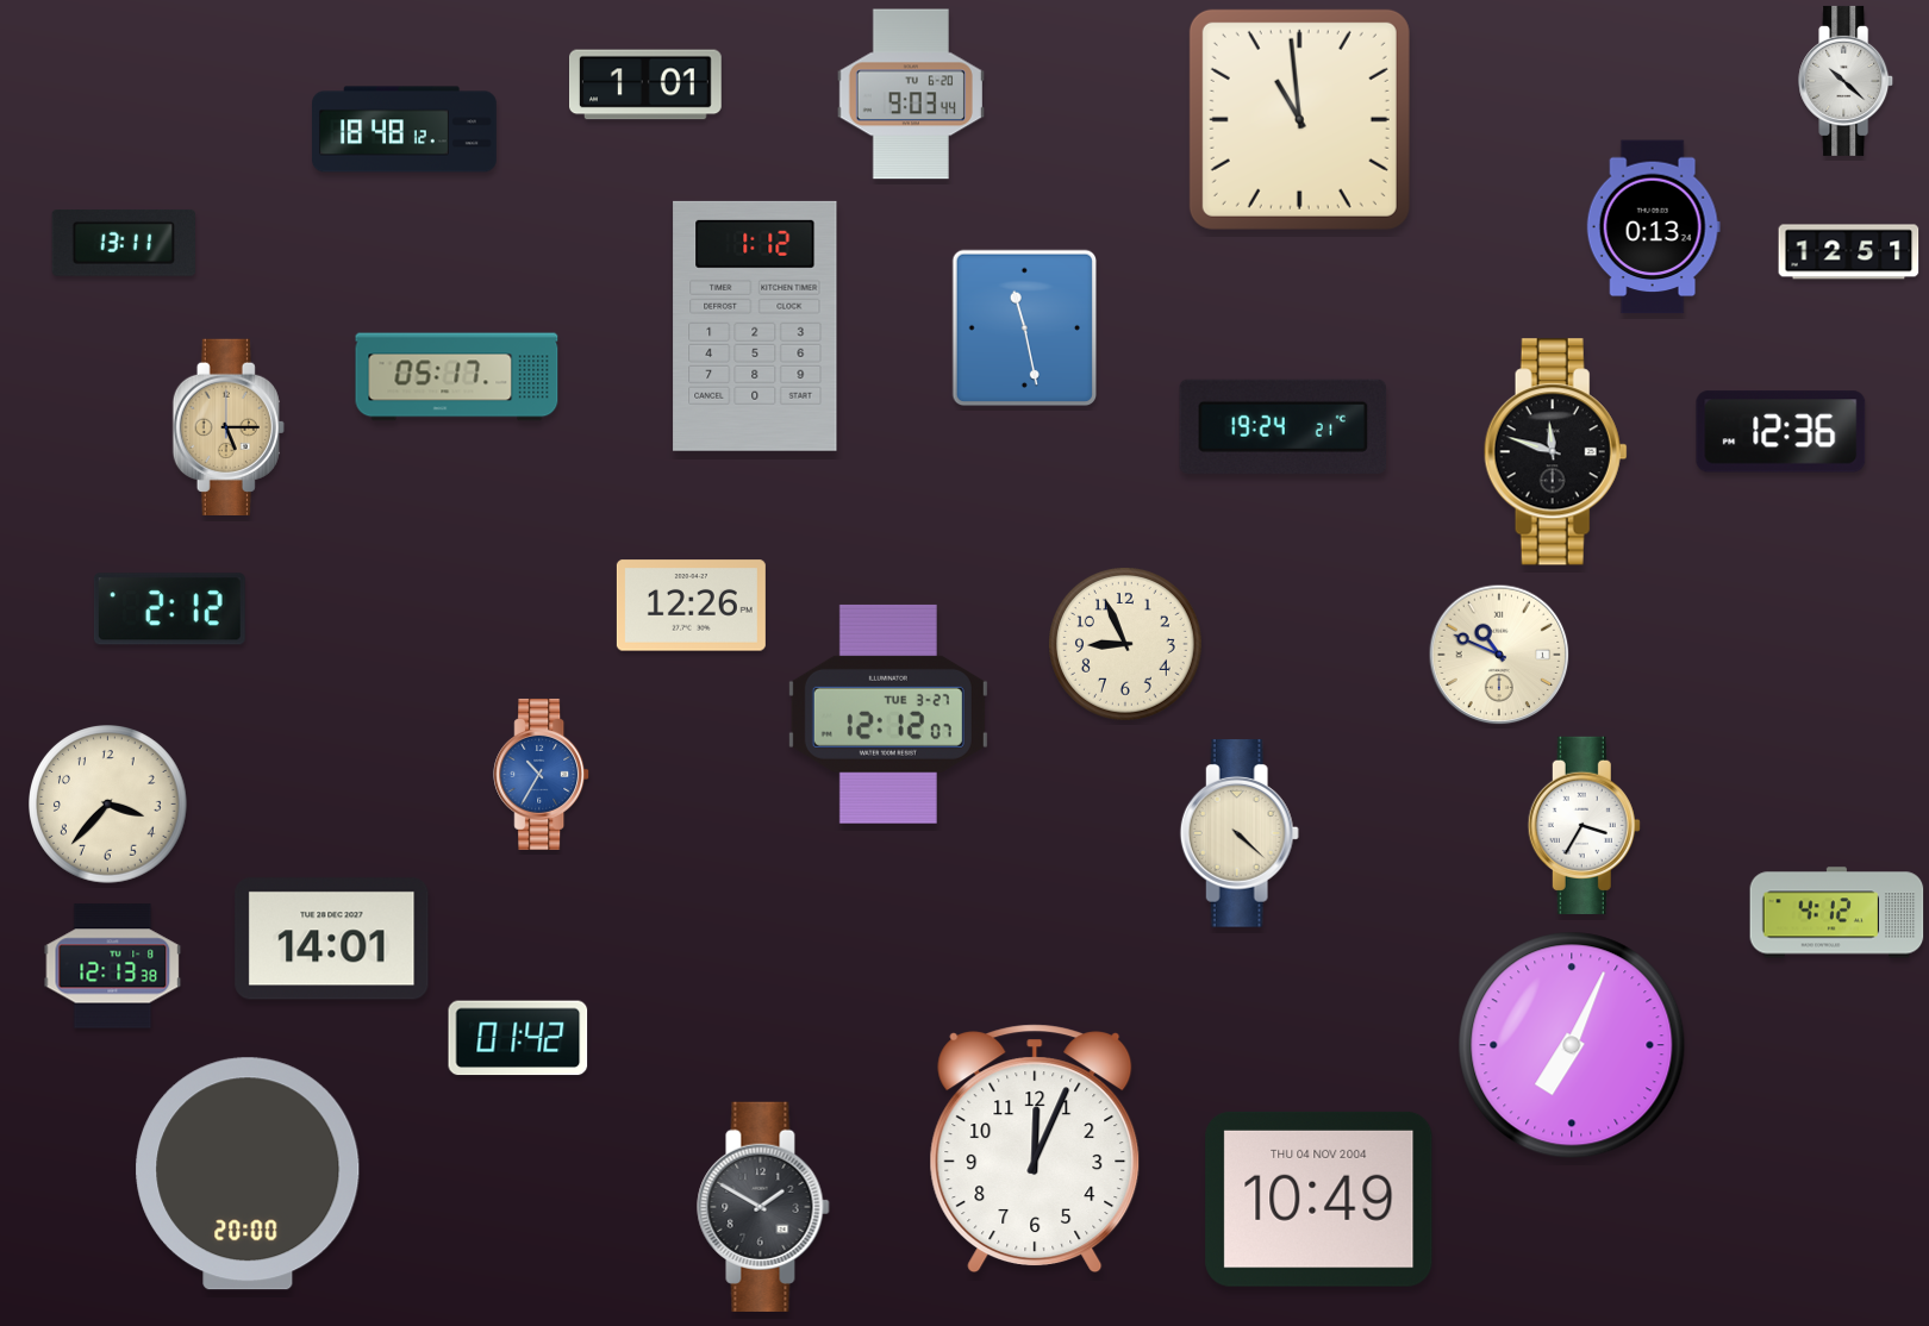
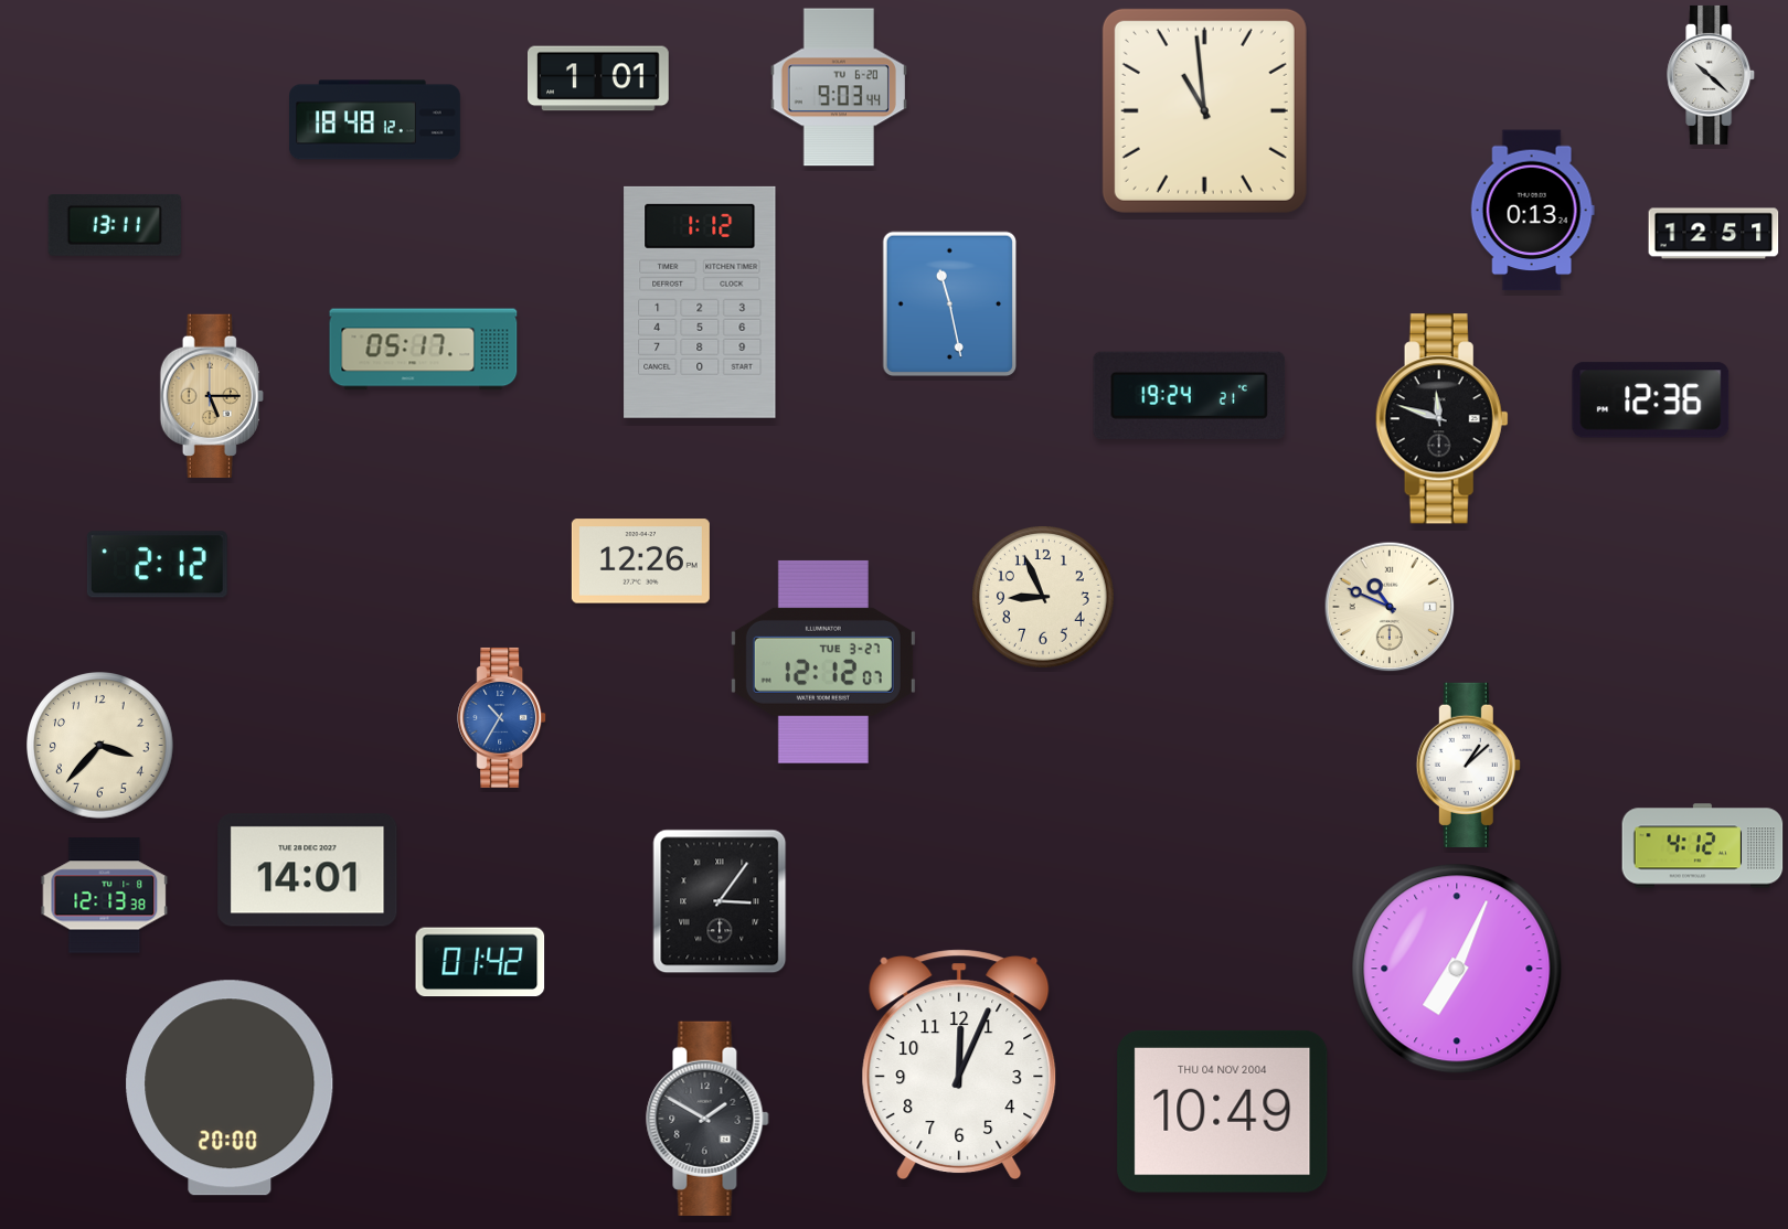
clock at (911, 94) position: (911, 94) -> (839, 87)
clock at (1584, 825): 3:35 -> 1:08
clock at (1240, 833): 4:22 -> none
clock at (720, 901): none -> 3:06
